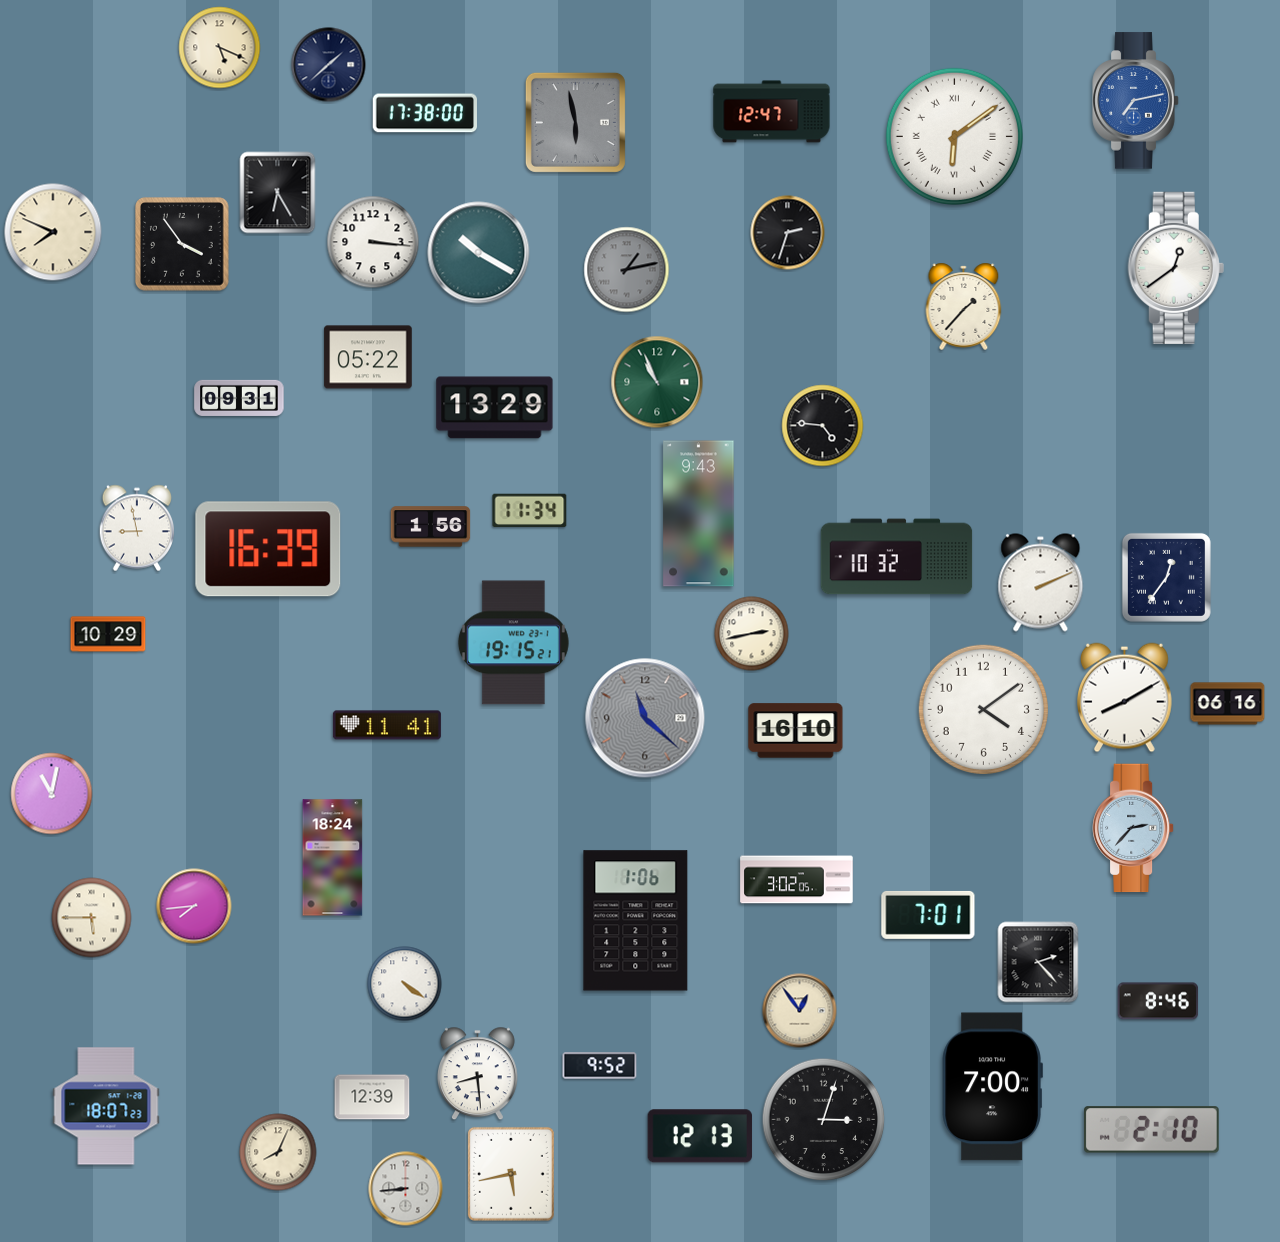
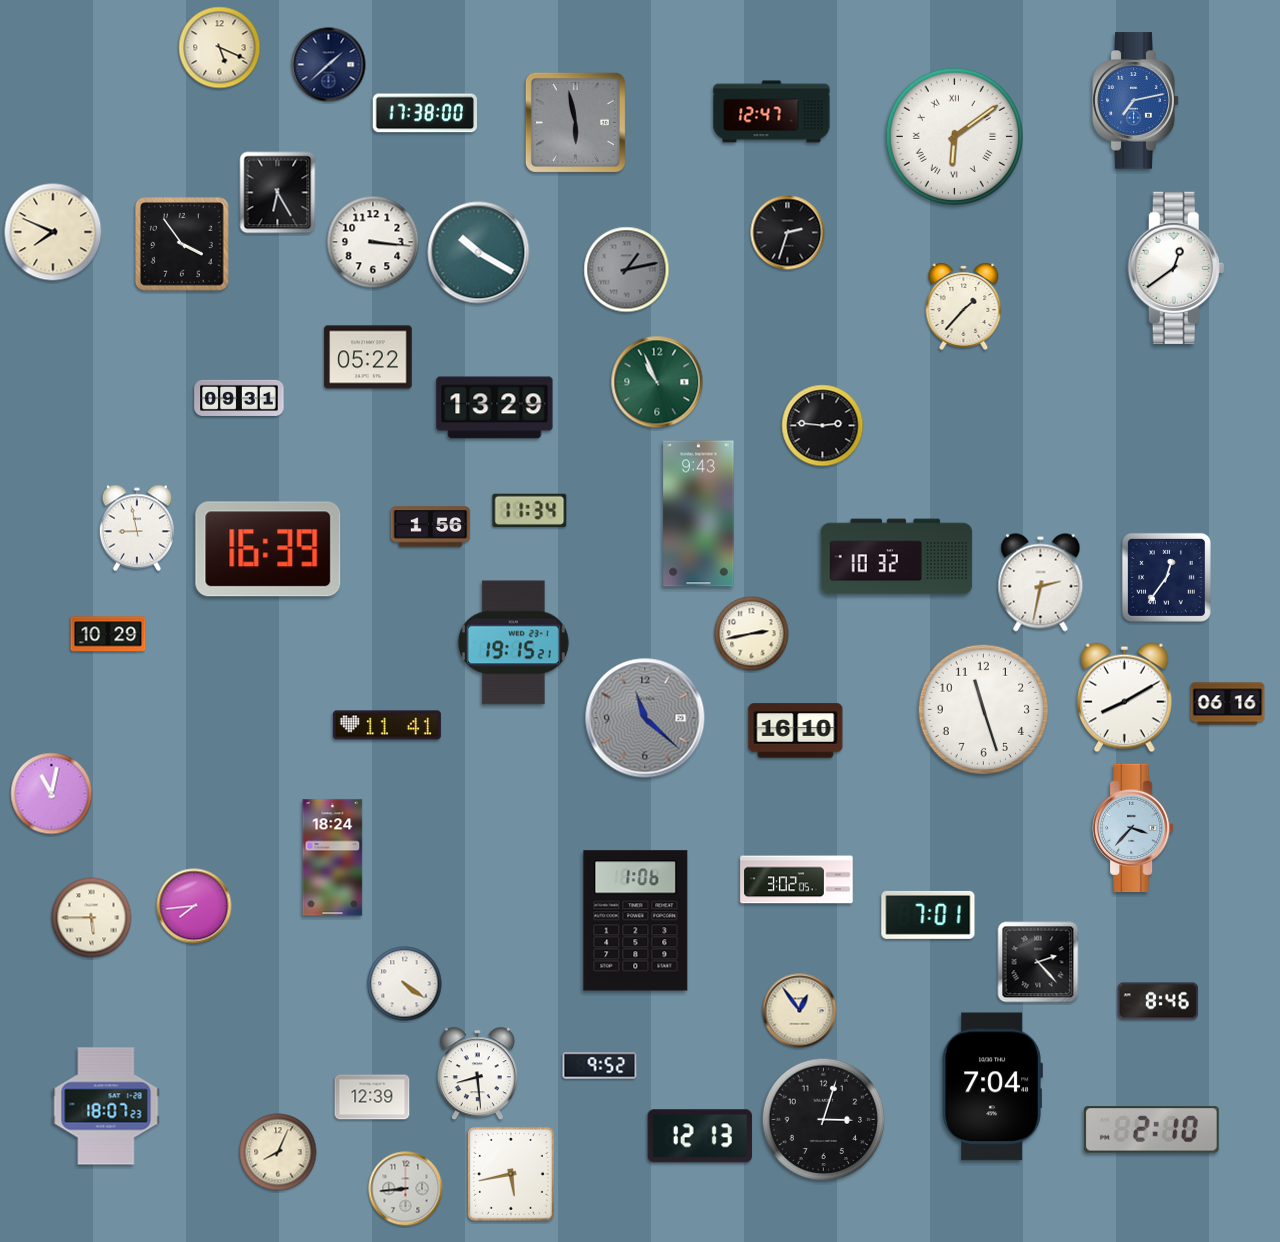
clock at (823, 426): 4:46 -> 2:46
clock at (1041, 583): 2:11 -> 2:32
clock at (983, 709): 4:09 -> 11:27
clock at (1133, 828): 2:37 -> 3:37
clock at (992, 1087): 7:00 -> 7:04
